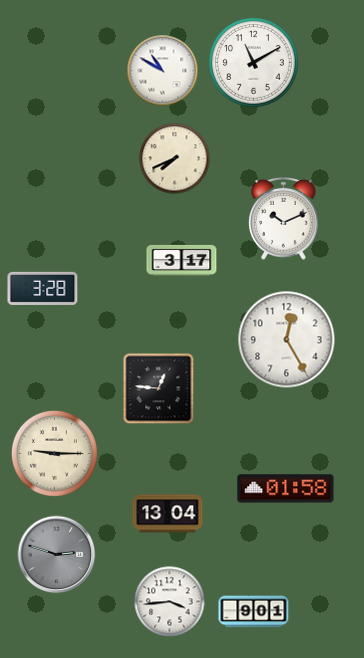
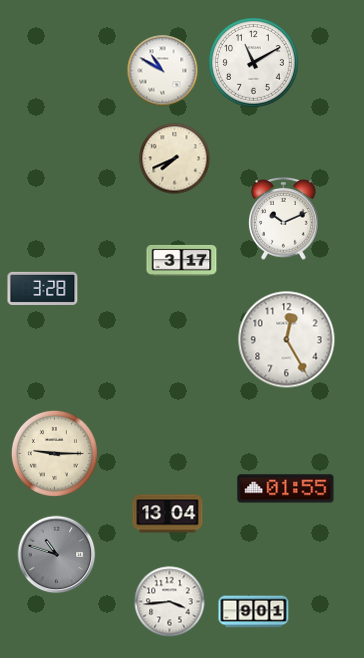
clock at (159, 389): 12:46 -> none
clock at (286, 489): 01:58 -> 01:55
clock at (57, 555): 2:48 -> 10:48
